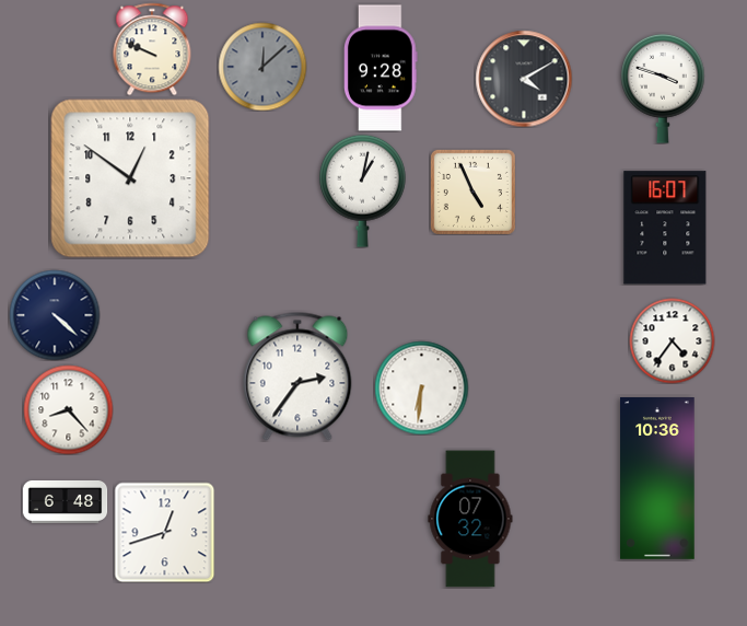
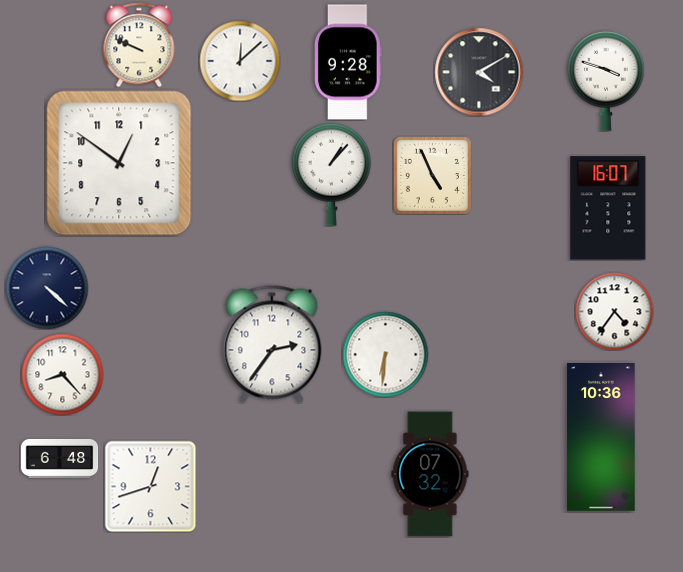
clock at (262, 67) dial: grey -> white
clock at (362, 190): 1:02 -> 1:07
clock at (55, 315) position: (55, 315) -> (47, 288)
